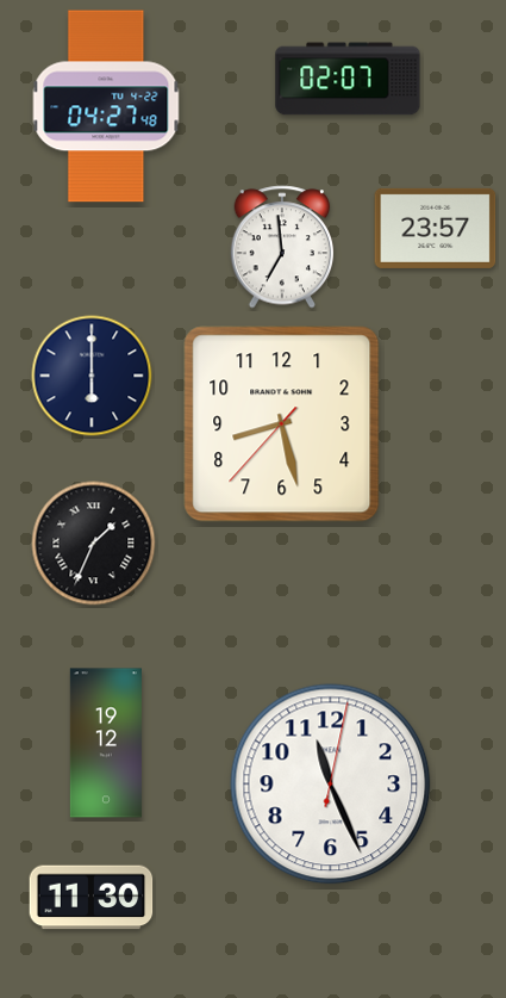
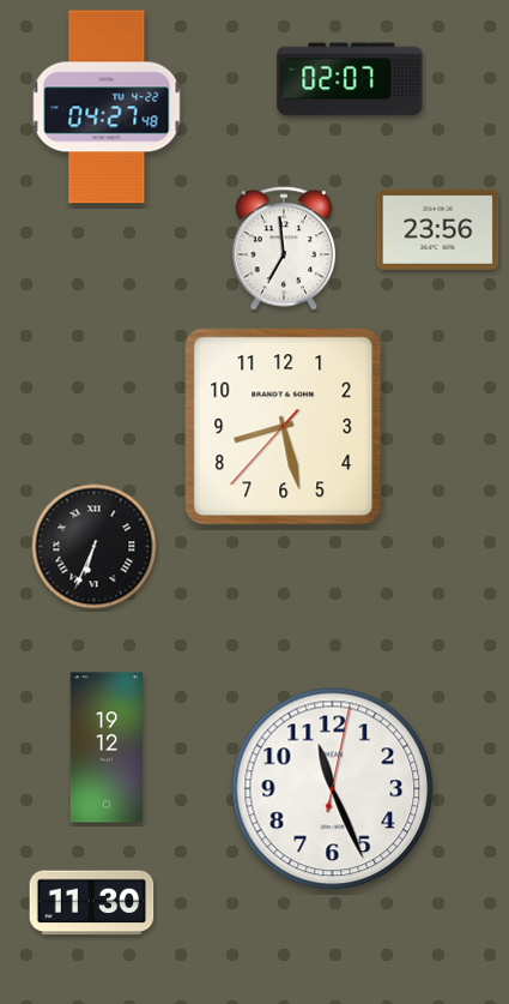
clock at (436, 228): 23:57 -> 23:56
clock at (92, 376): 6:00 -> none
clock at (94, 544): 1:34 -> 6:34
